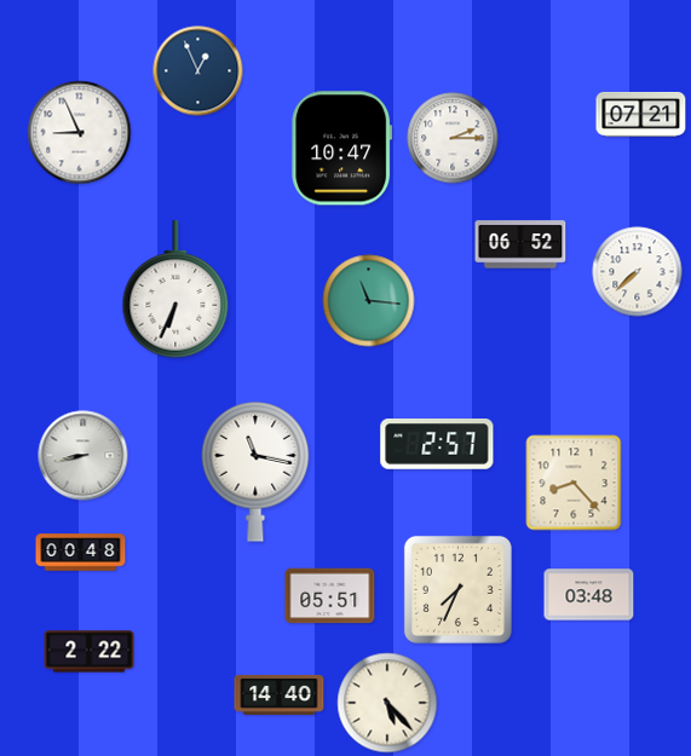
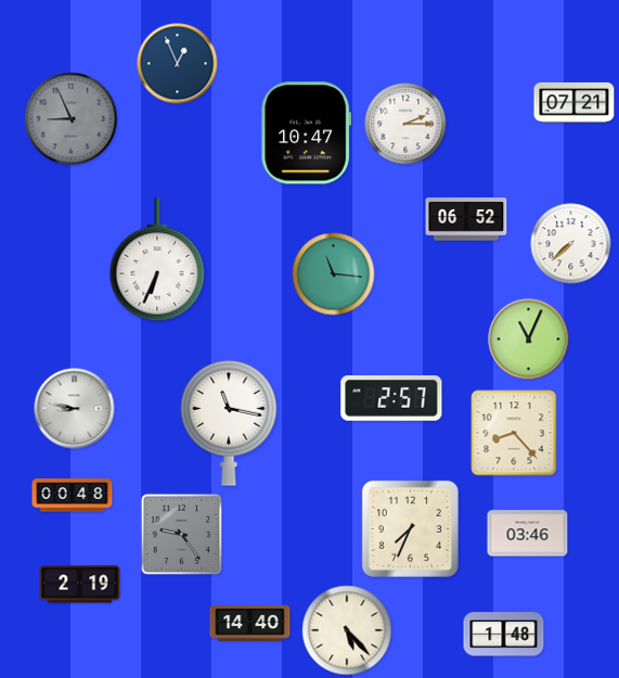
clock at (80, 133) dial: white -> grey
clock at (369, 301) position: (369, 301) -> (334, 274)
clock at (529, 340): none -> 11:04
clock at (84, 456): 8:43 -> 8:47
clock at (589, 595): 03:48 -> 03:46
clock at (182, 535): none -> 9:24
clock at (330, 596): 05:51 -> none
clock at (90, 652): 2:22 -> 2:19
clock at (504, 635): none -> 1:48
